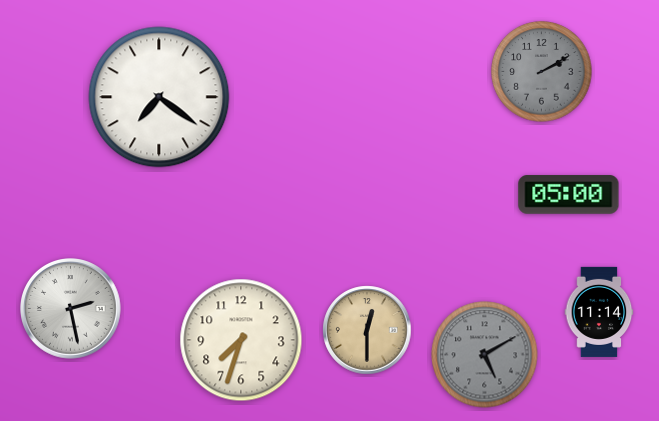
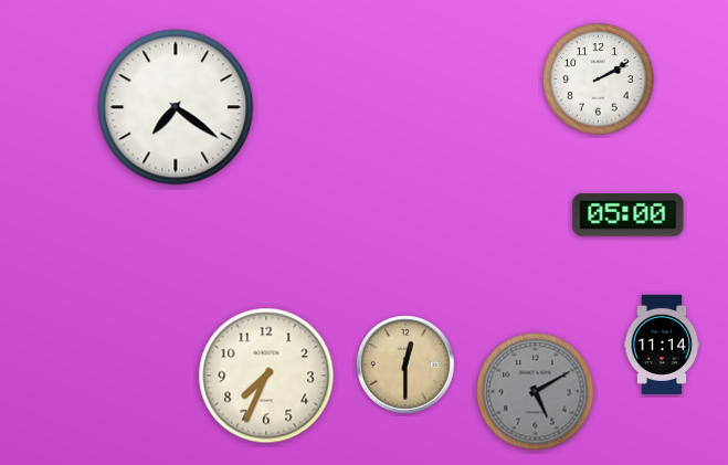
clock at (542, 72) dial: grey -> white
clock at (71, 309): 2:28 -> none
clock at (241, 340): 7:33 -> 7:34
